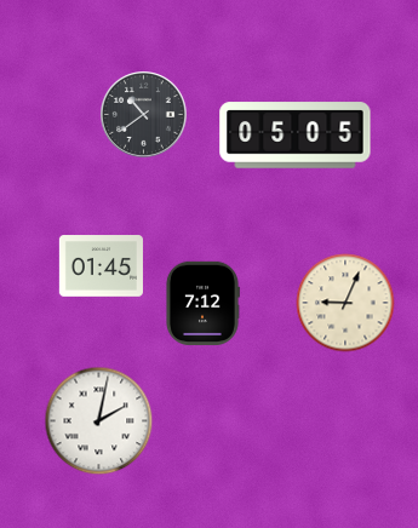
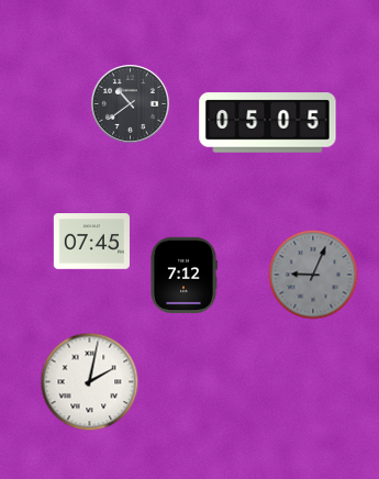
clock at (101, 266): 01:45 -> 07:45
clock at (345, 303) dial: cream -> grey
